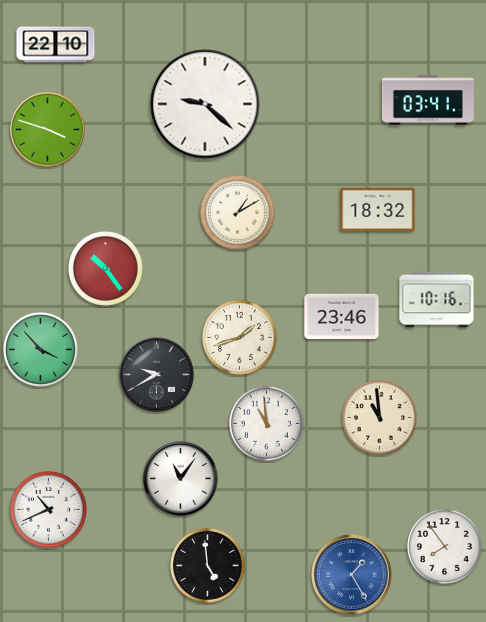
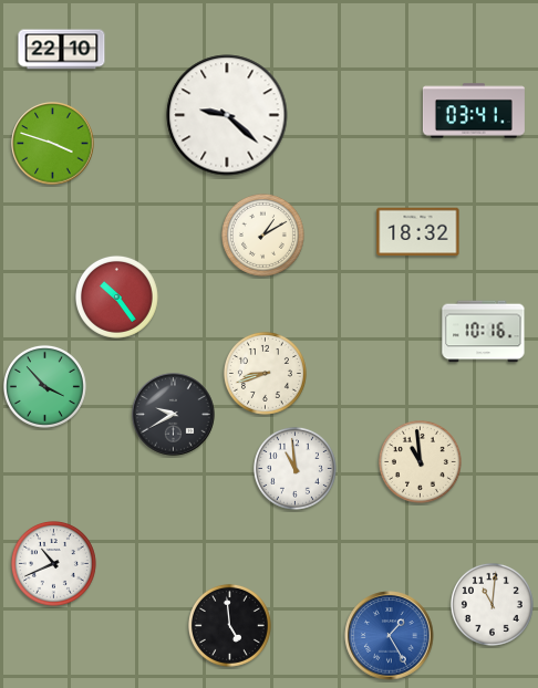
clock at (342, 316): 23:46 -> none
clock at (239, 337): 1:42 -> 8:42
clock at (181, 479): 11:06 -> none
clock at (444, 546): 7:54 -> 11:01
